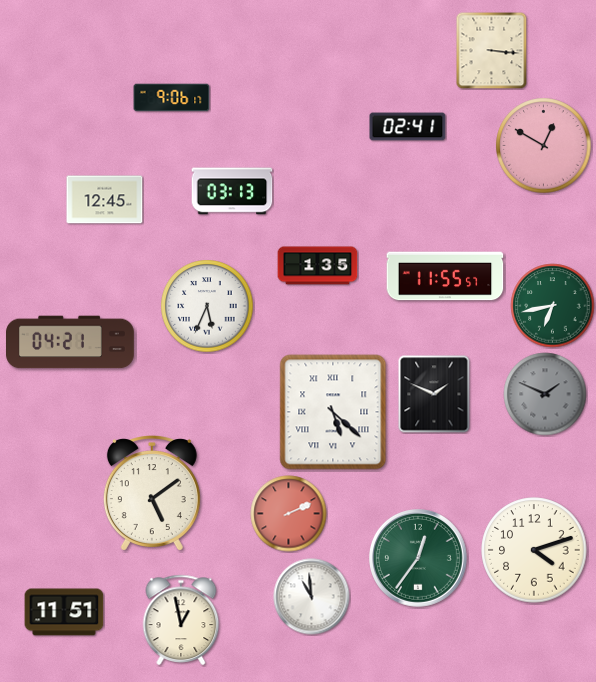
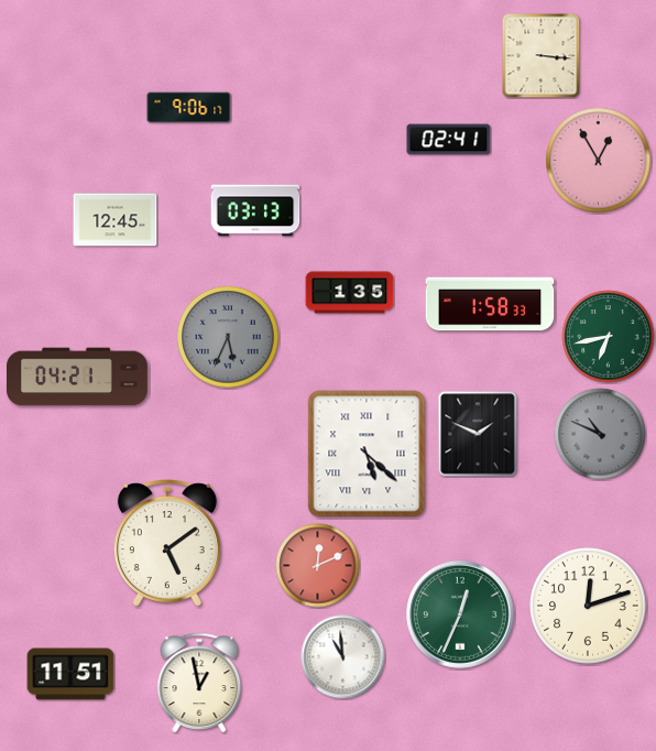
clock at (544, 146): 12:50 -> 12:55
clock at (445, 276): 11:55 -> 1:58
clock at (207, 306) dial: white -> grey
clock at (545, 394): 1:49 -> 10:49
clock at (289, 514): 2:11 -> 12:11
clock at (534, 550): 4:12 -> 12:12
clock at (419, 559): 12:36 -> 12:34
